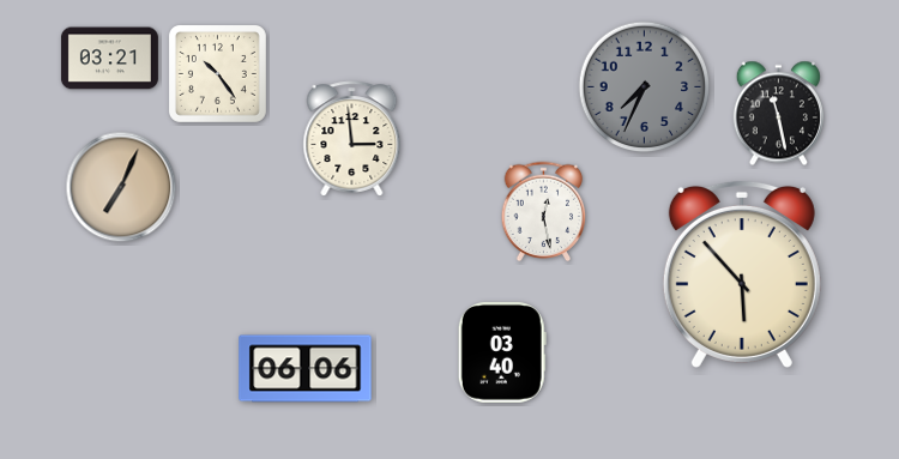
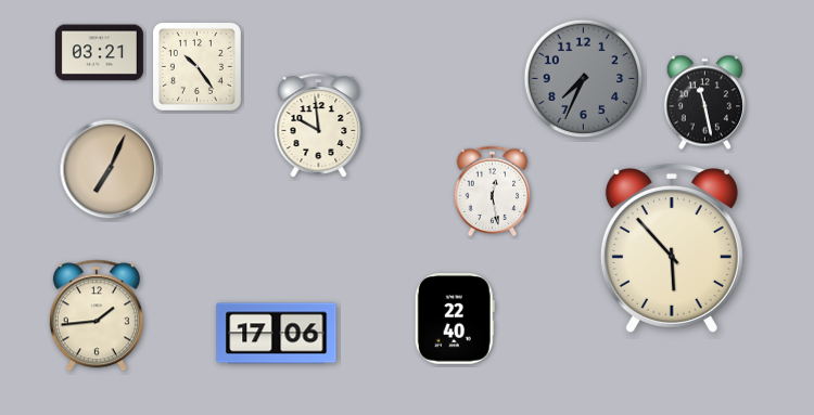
clock at (352, 139): 2:59 -> 9:59
clock at (97, 315): none -> 1:44
clock at (502, 352): 03:40 -> 22:40
clock at (306, 369): 06:06 -> 17:06
